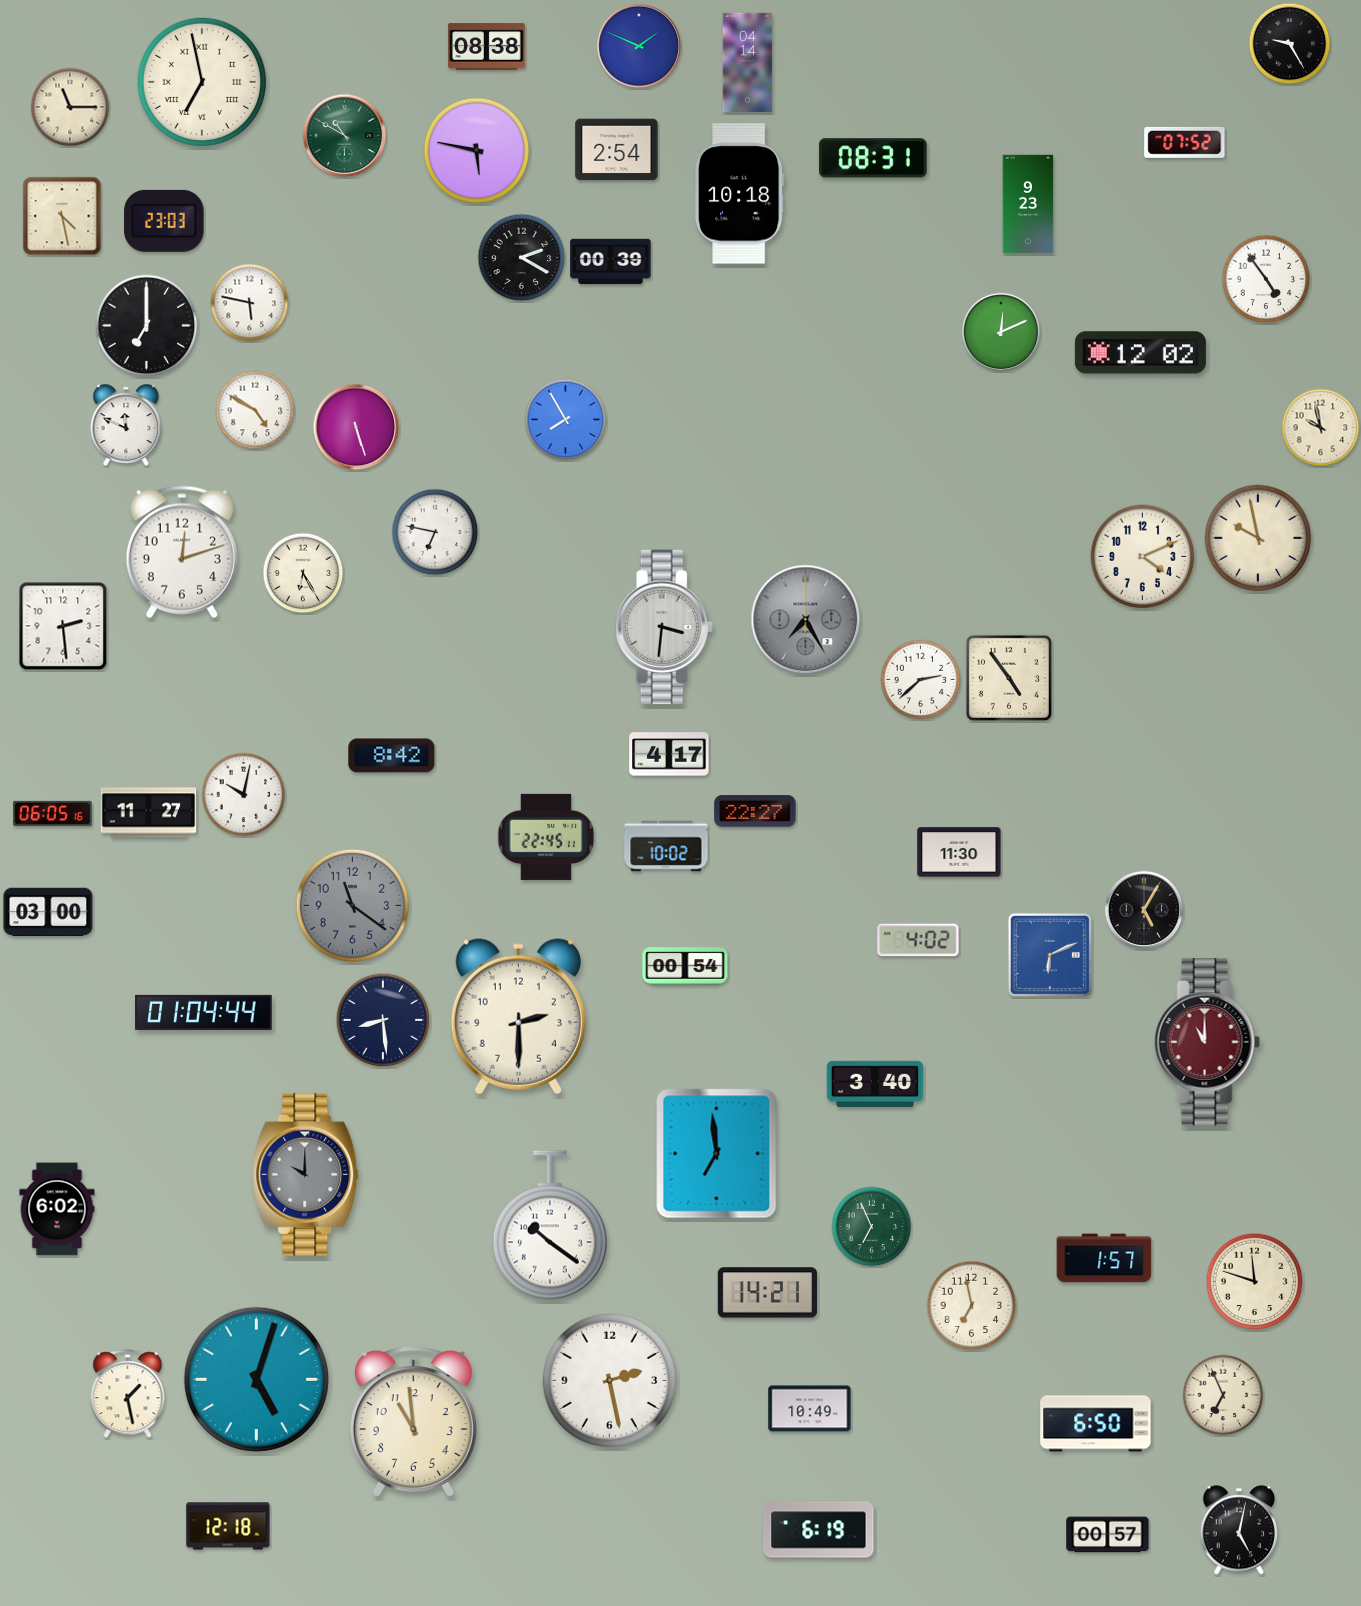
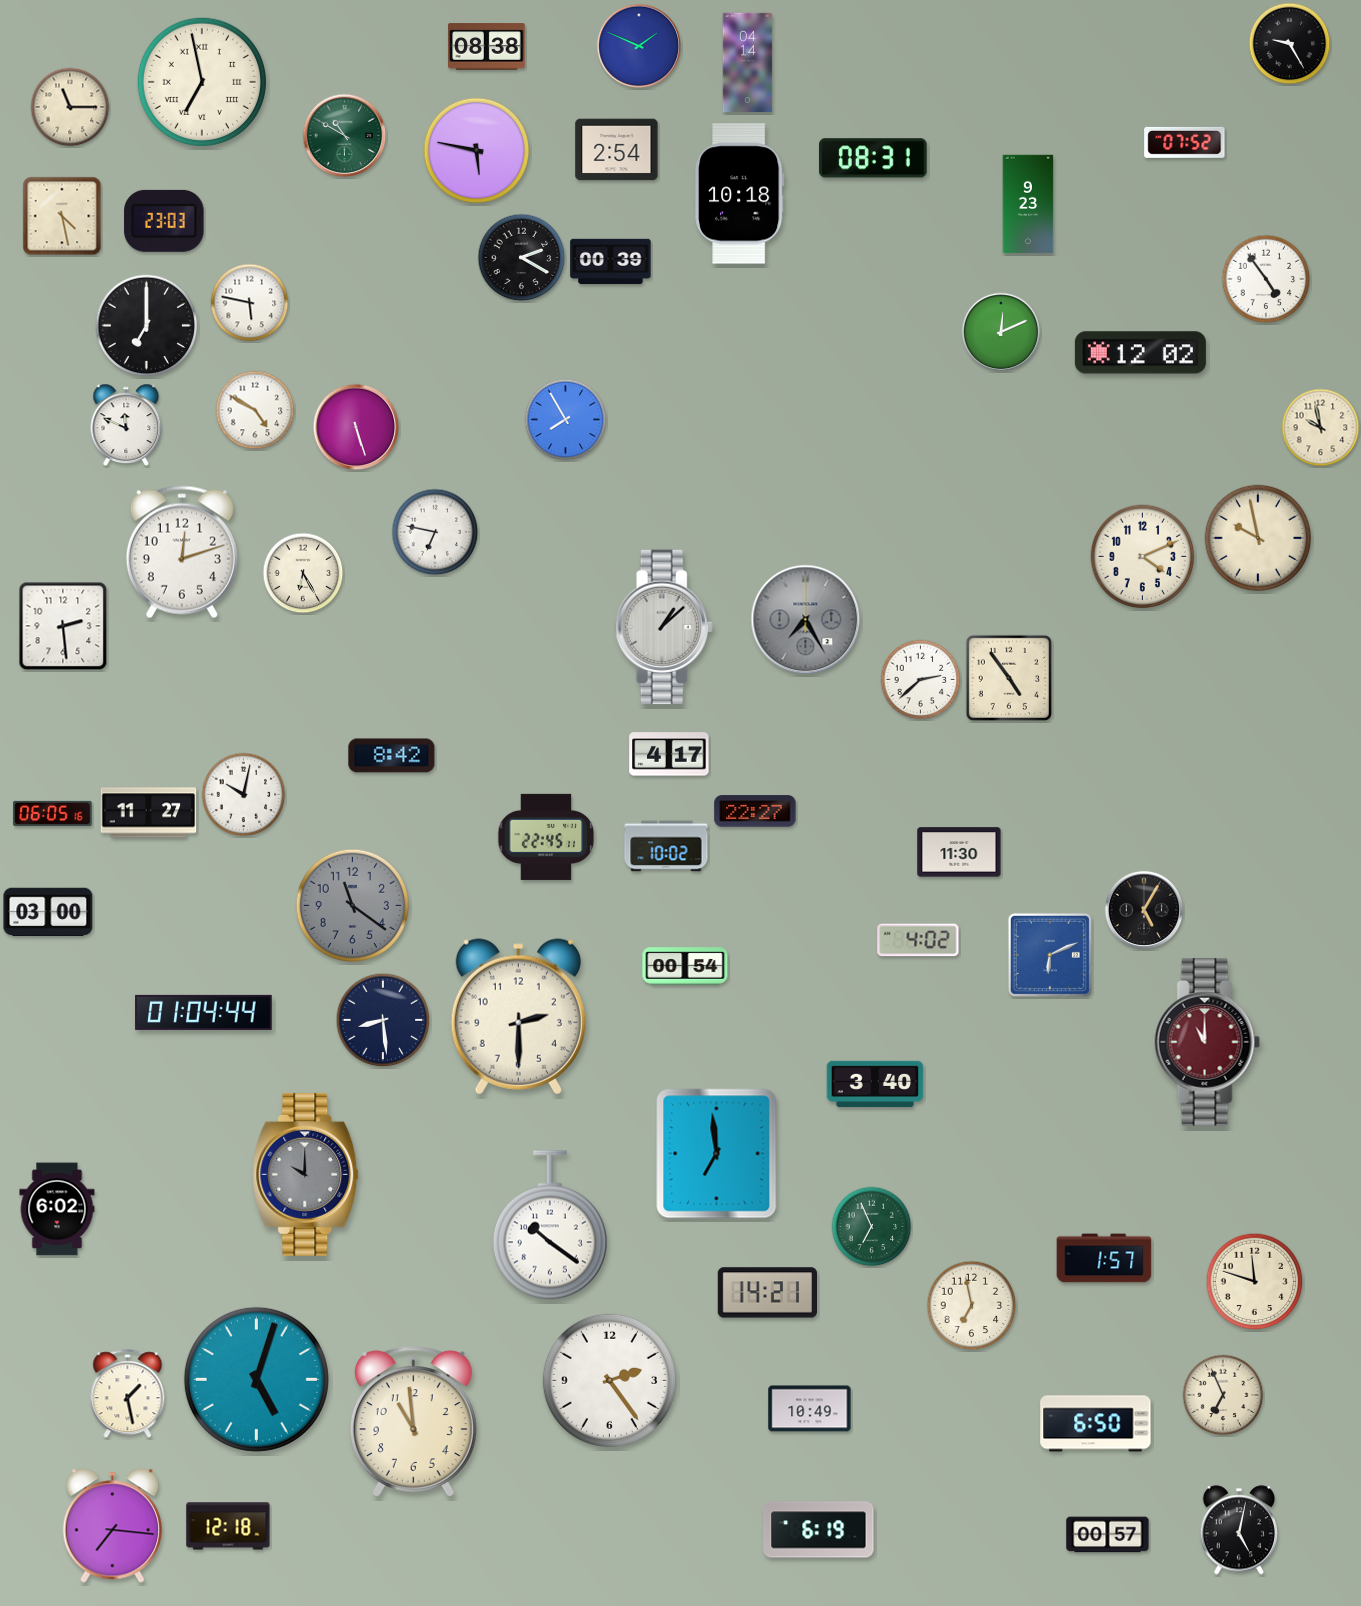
clock at (664, 627): 3:31 -> 1:08
clock at (609, 1380): 2:28 -> 2:24
clock at (113, 1526): none -> 7:16
